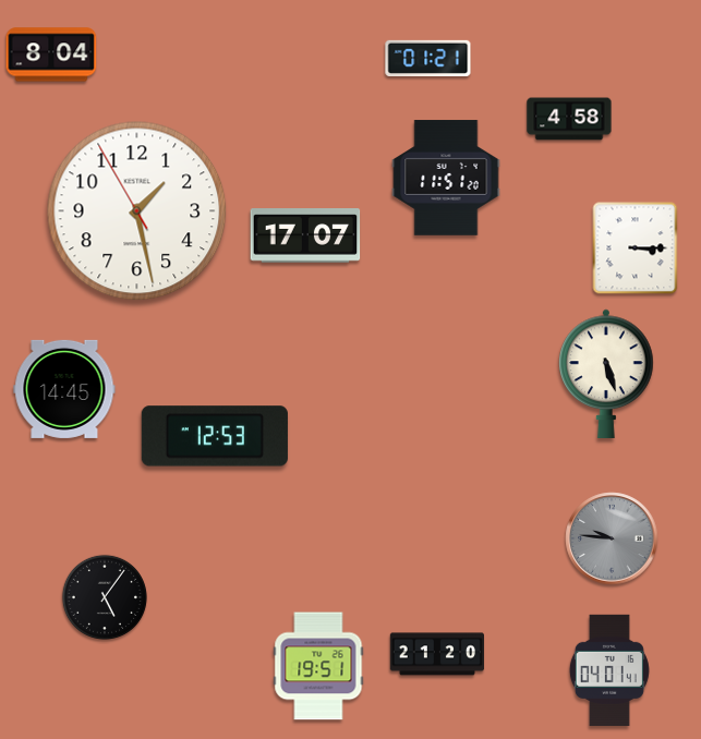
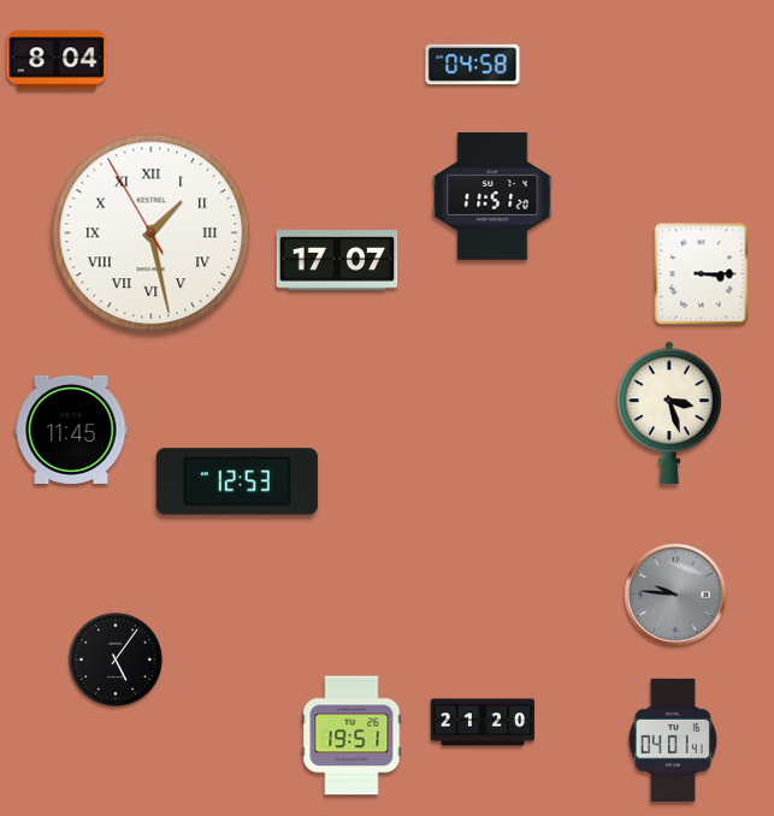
clock at (428, 58): 01:21 -> 04:58
clock at (569, 119): 4:58 -> none
clock at (137, 211) numerals: Arabic -> Roman
clock at (606, 374): 5:27 -> 3:27
clock at (64, 389): 14:45 -> 11:45
